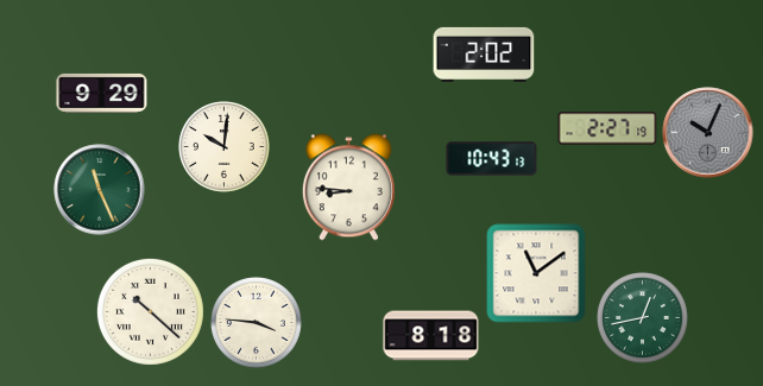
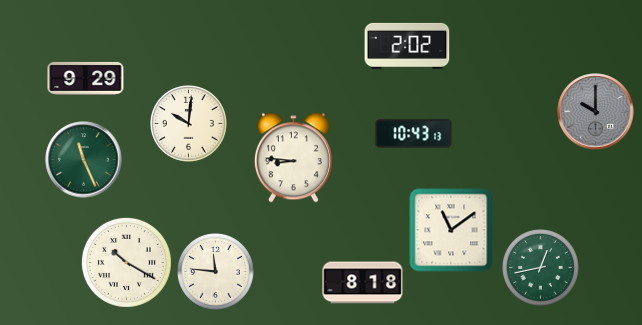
clock at (607, 128): 2:27 -> none
clock at (708, 133): 10:04 -> 10:00
clock at (150, 311): 10:22 -> 10:20
clock at (257, 323): 3:46 -> 11:46
